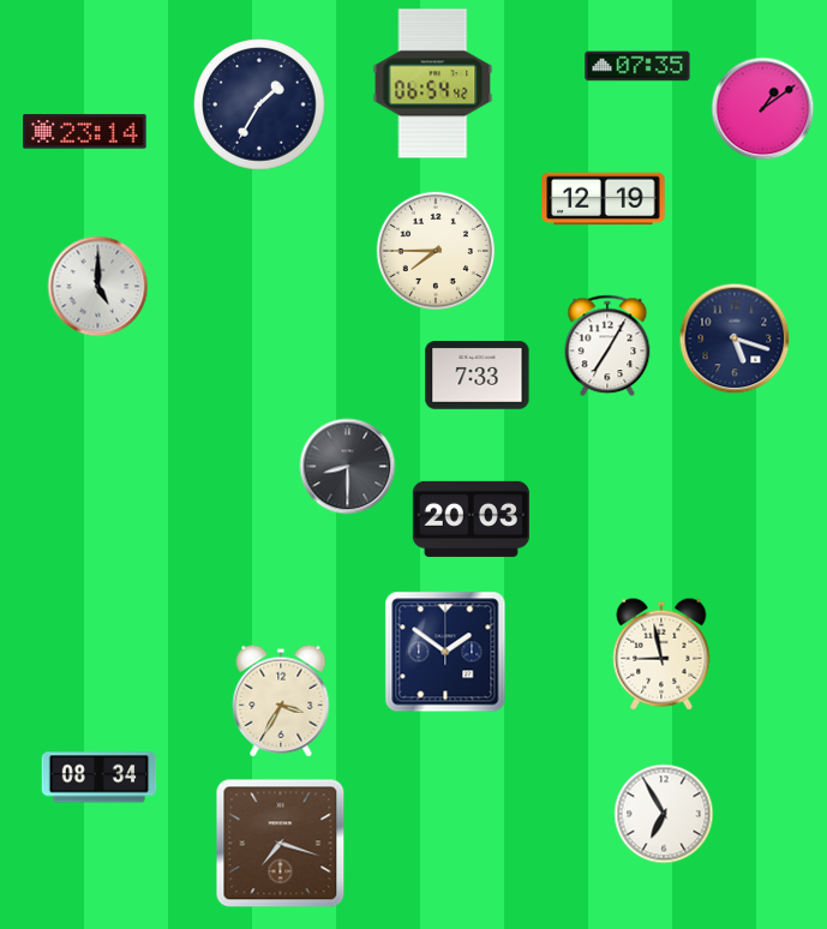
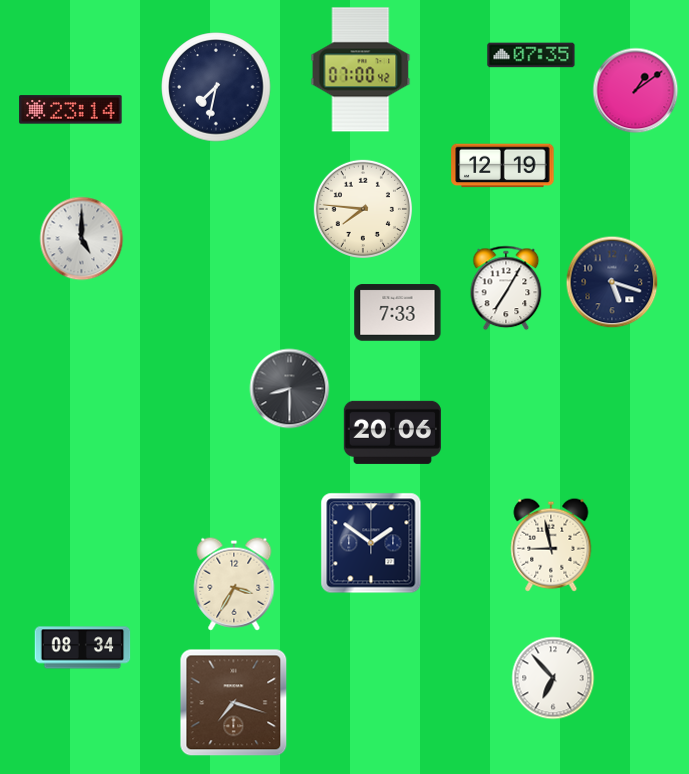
clock at (433, 84): 06:54 -> 07:00
clock at (259, 104): 1:35 -> 7:32
clock at (436, 251): 7:45 -> 7:46
clock at (471, 519): 20:03 -> 20:06
clock at (664, 814): 6:55 -> 6:53
